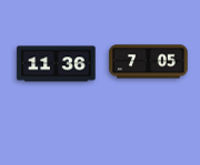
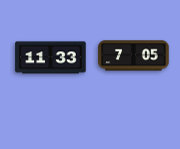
clock at (57, 64): 11:36 -> 11:33
